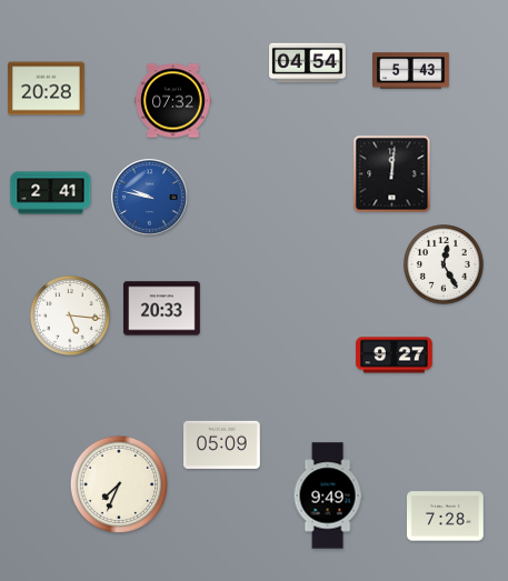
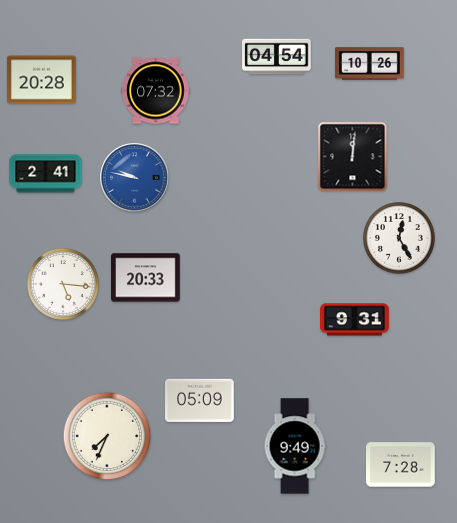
clock at (411, 71): 5:43 -> 10:26
clock at (395, 355): 9:27 -> 9:31
